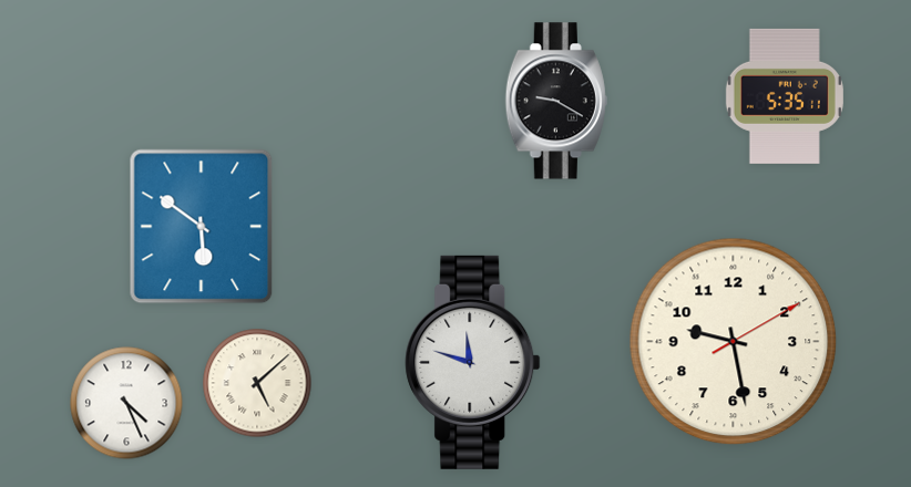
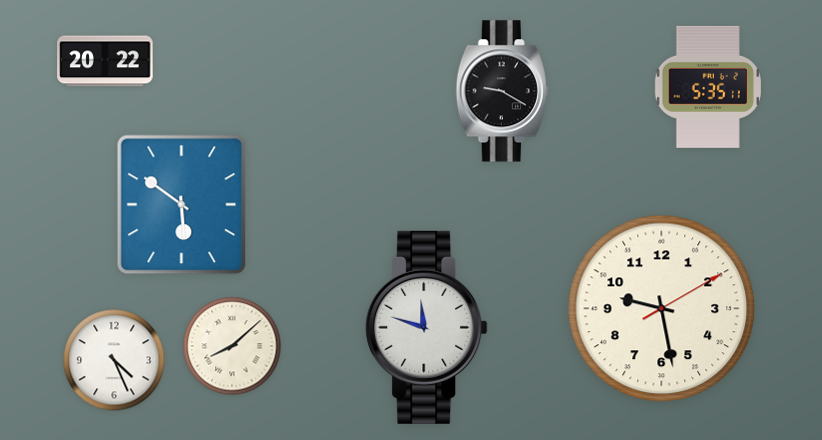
clock at (105, 61): none -> 20:22
clock at (257, 383): 5:08 -> 8:08
clock at (126, 403) position: (126, 403) -> (114, 360)
